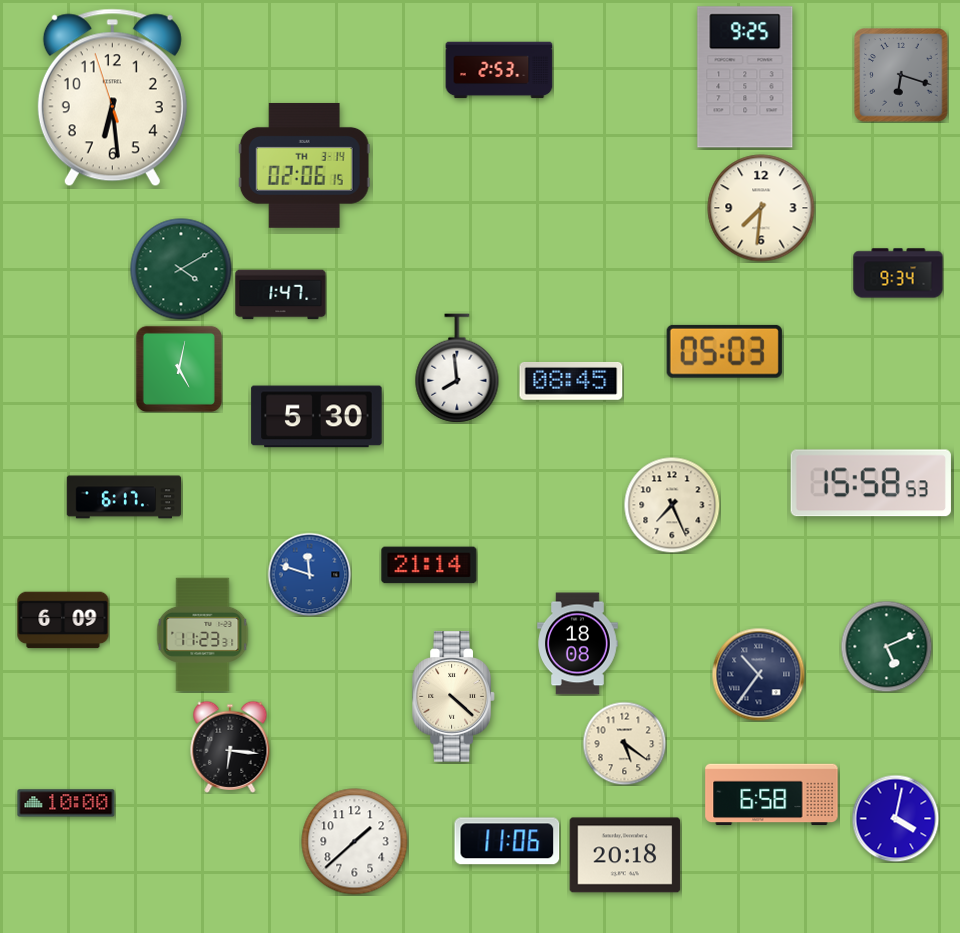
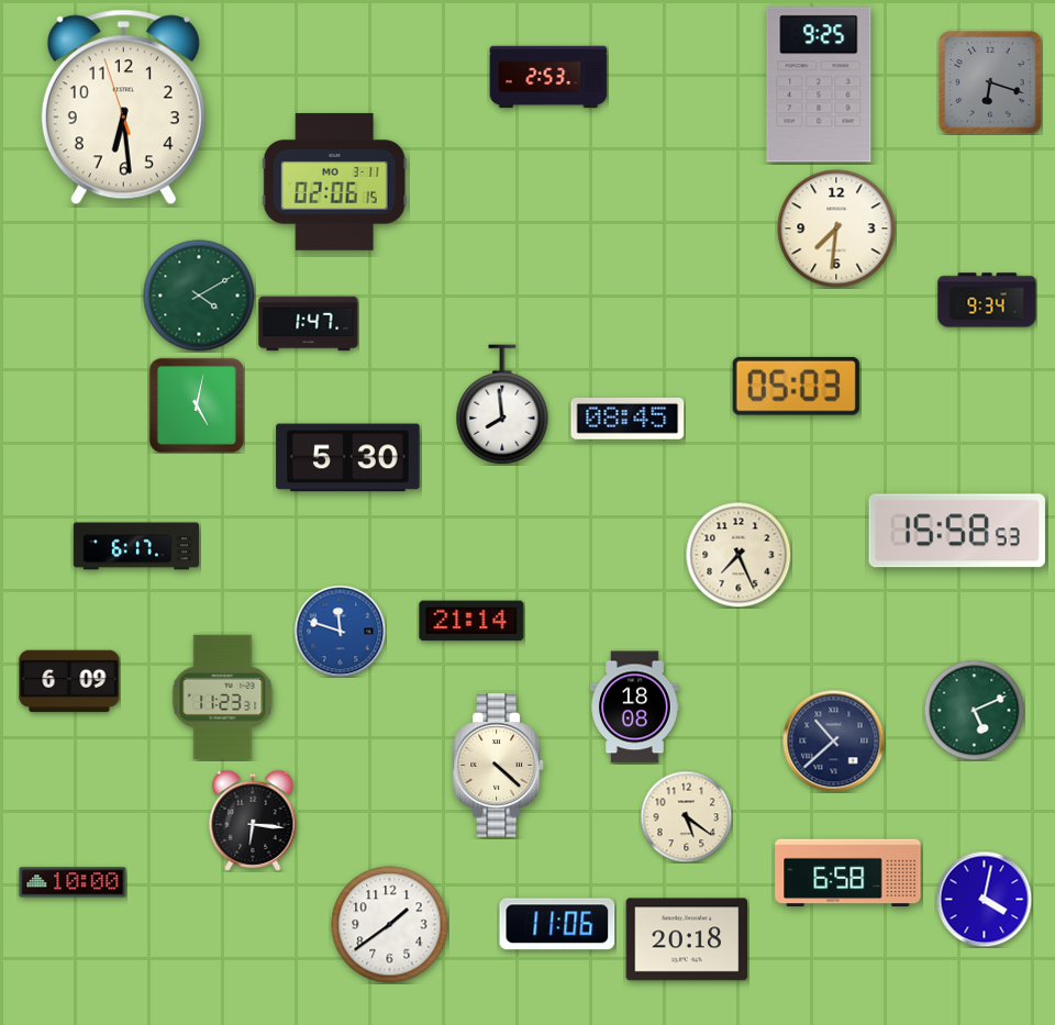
clock at (304, 165) date: TH 3-14 -> MO 3-11
clock at (758, 674): 10:36 -> 10:38
clock at (355, 842): 1:38 -> 1:39
